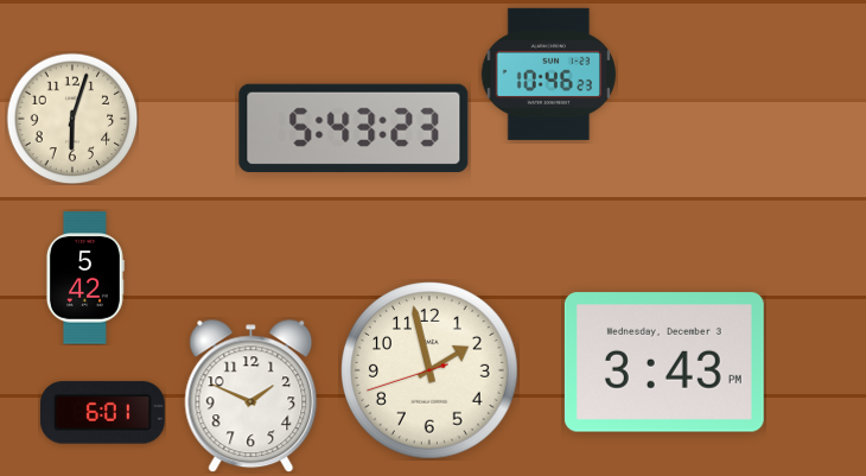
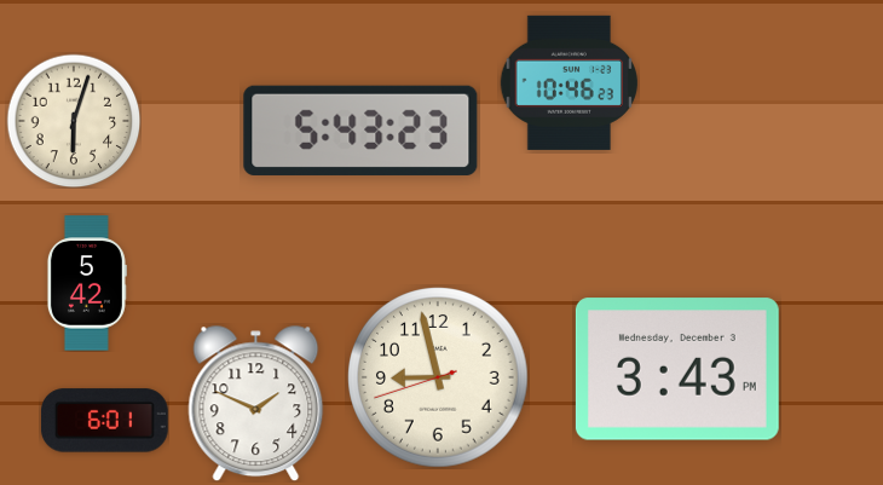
clock at (548, 74) position: (548, 74) -> (569, 82)
clock at (431, 372): 1:57 -> 8:57
